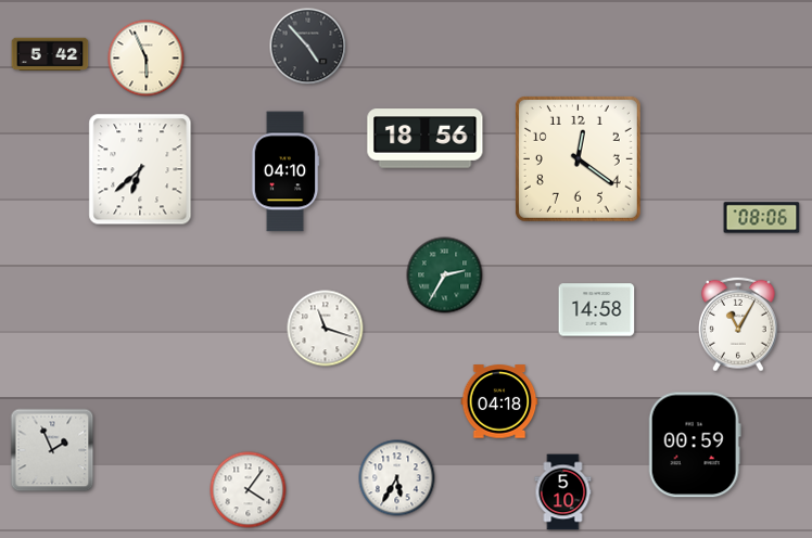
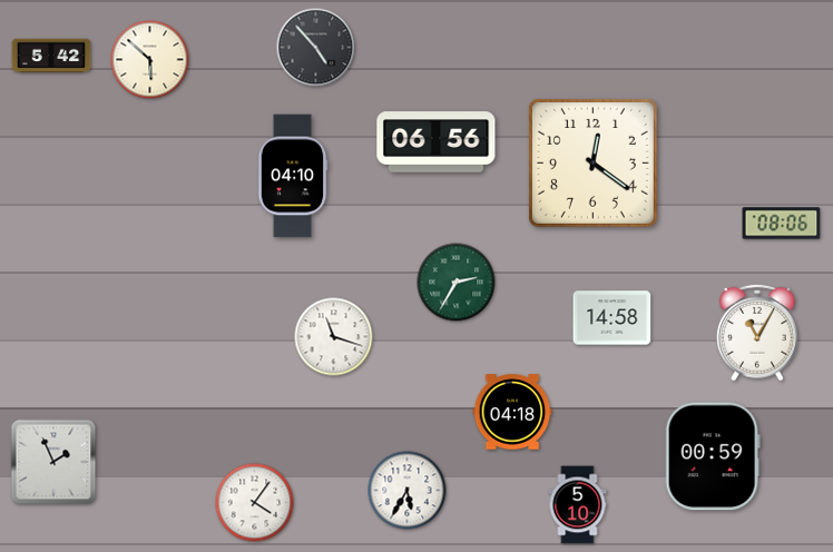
clock at (147, 59): 5:56 -> 5:52
clock at (426, 139): 18:56 -> 06:56
clock at (140, 169): 6:38 -> none
